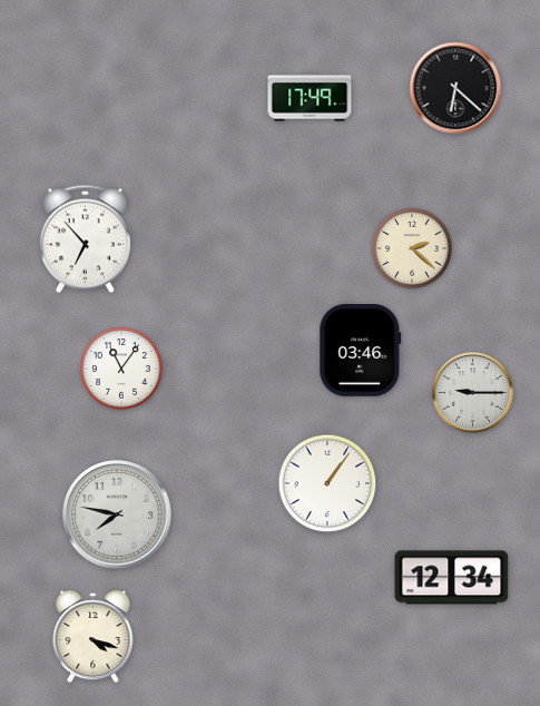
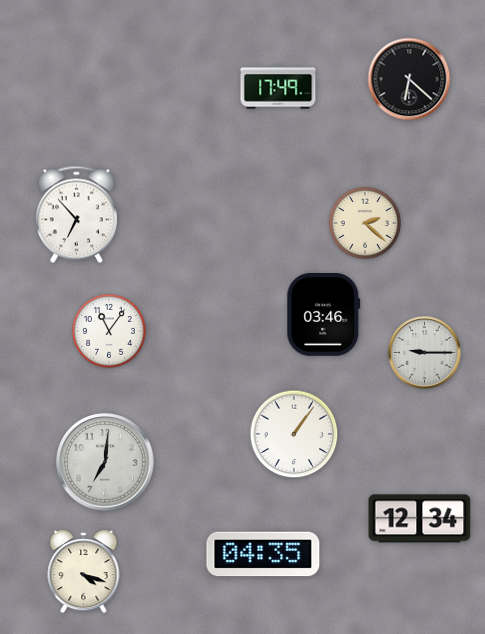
clock at (412, 248) position: (412, 248) -> (365, 223)
clock at (117, 514): 7:47 -> 7:01
clock at (452, 578) position: (452, 578) -> (420, 519)
clock at (263, 554): none -> 04:35
